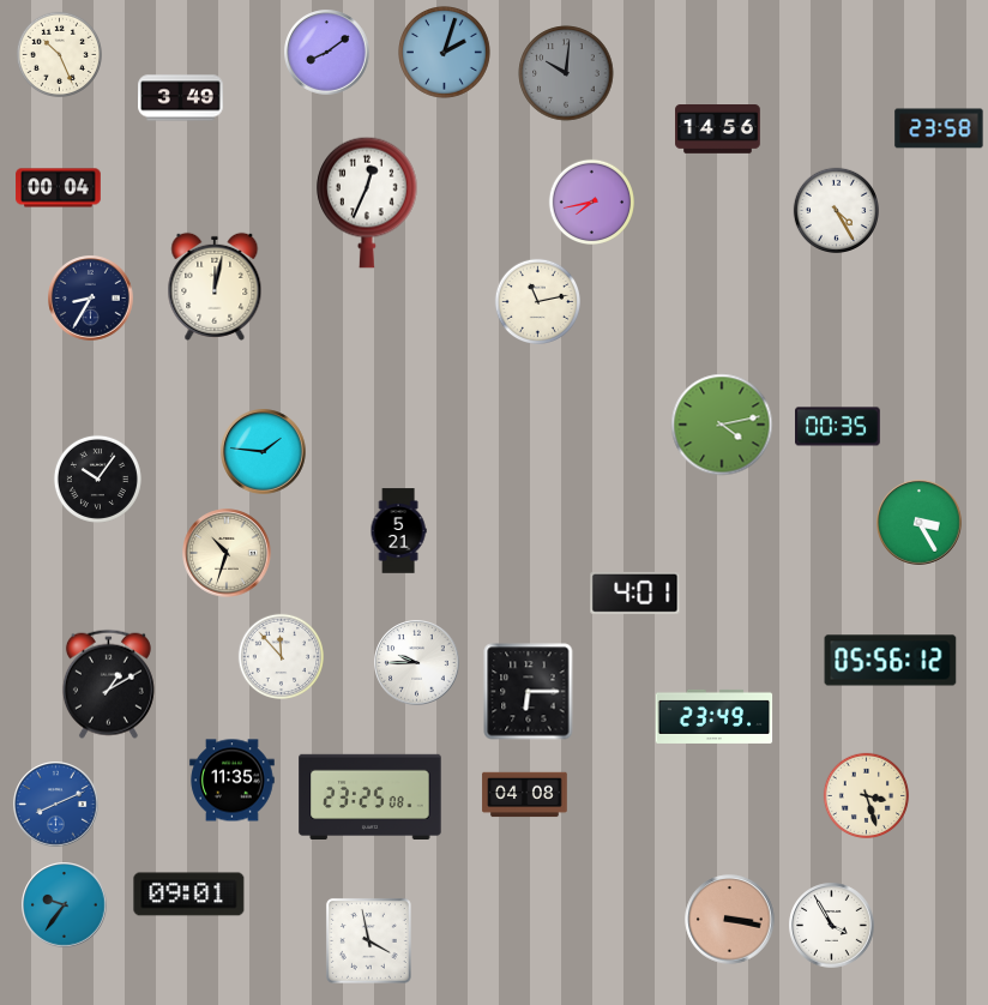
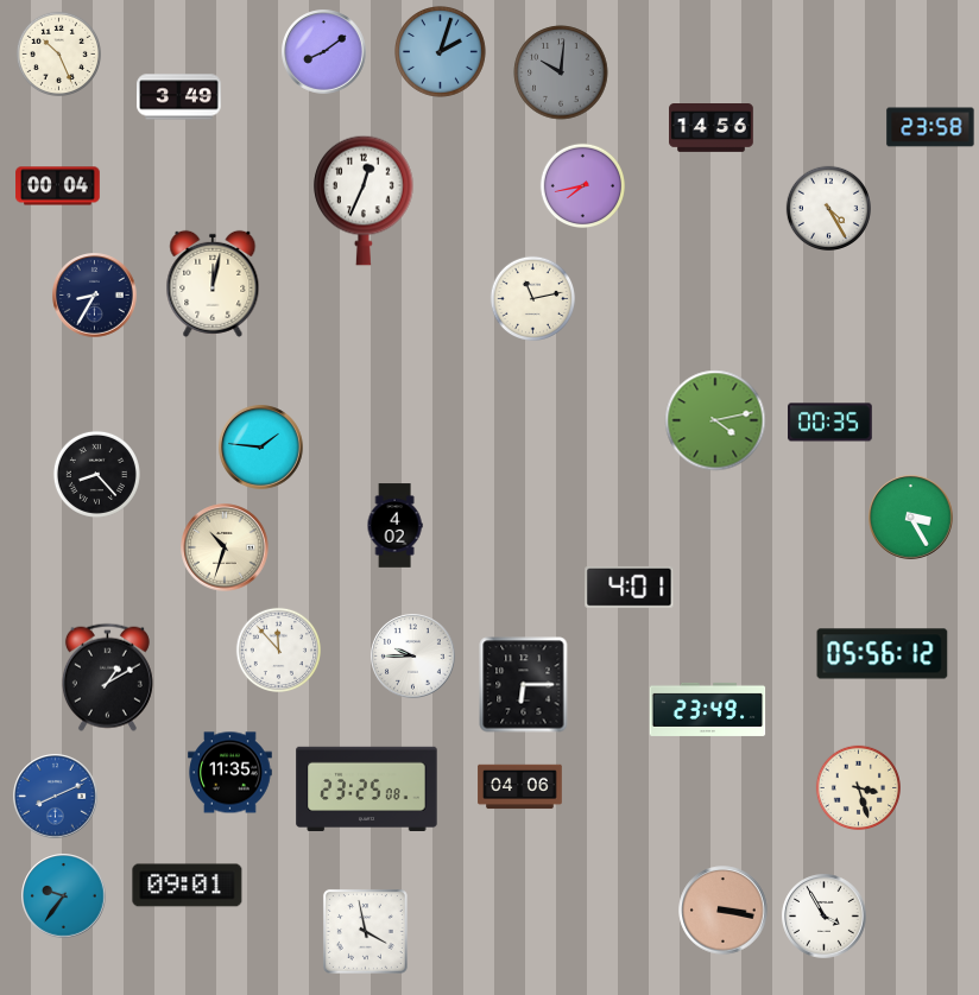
clock at (591, 201) position: (591, 201) -> (582, 185)
clock at (91, 299) position: (91, 299) -> (95, 296)
clock at (97, 479): 10:06 -> 8:23
clock at (398, 531): 5:21 -> 4:02
clock at (525, 795): 04:08 -> 04:06
